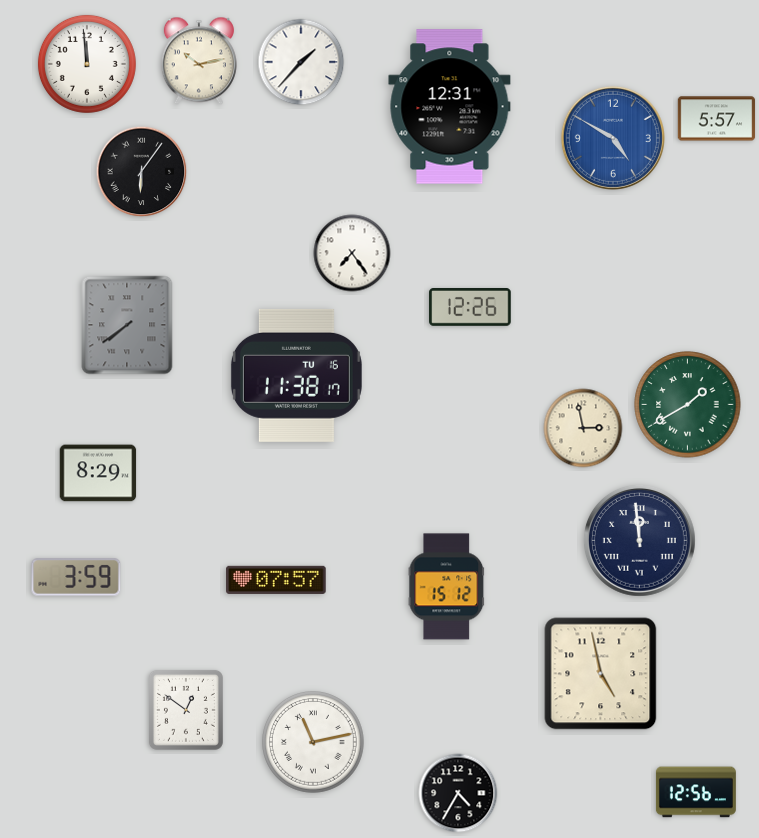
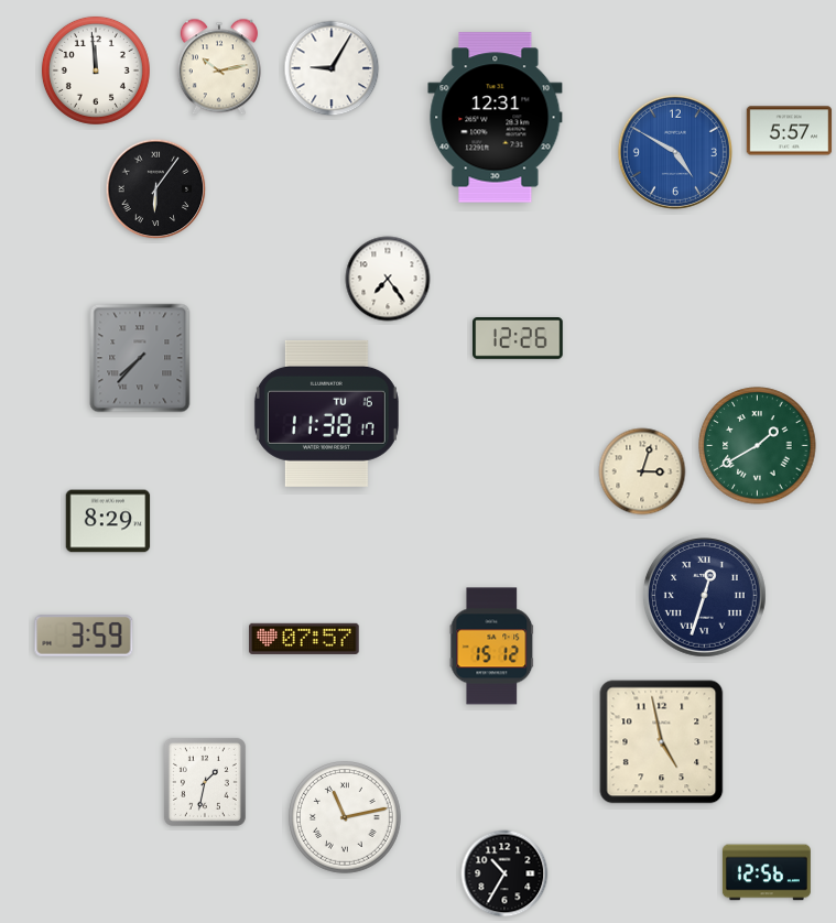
clock at (301, 62): 1:37 -> 9:05
clock at (127, 325): 7:39 -> 7:37
clock at (583, 428): 2:58 -> 3:03
clock at (640, 541): 11:59 -> 12:33
clock at (186, 710): 12:51 -> 1:32
clock at (458, 793): 4:35 -> 10:35
